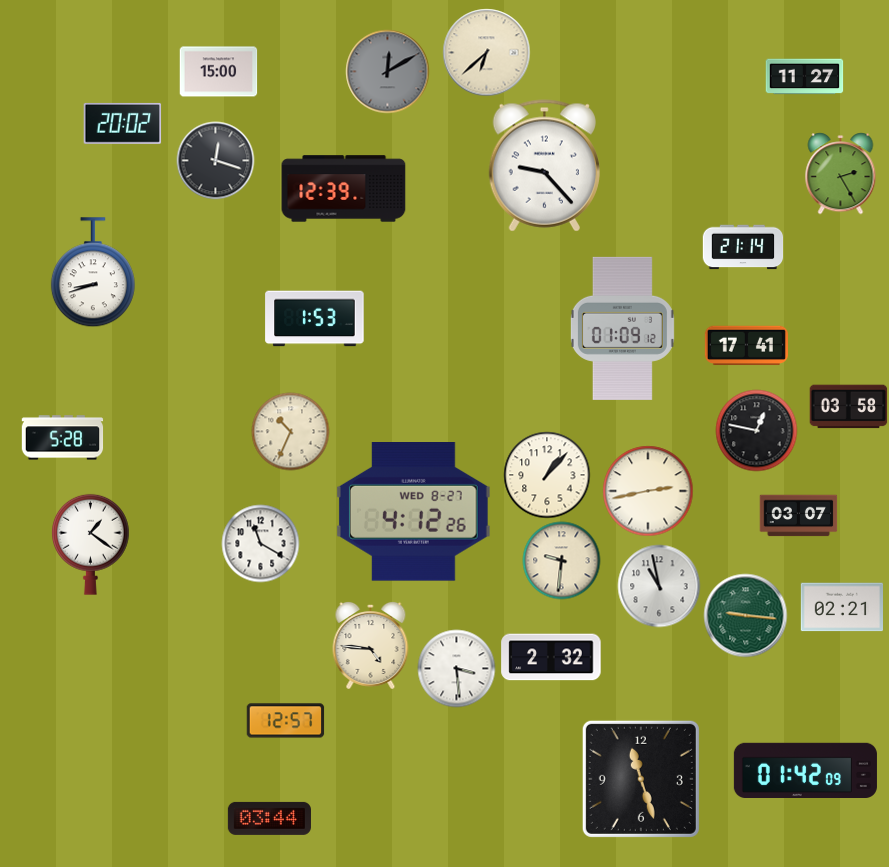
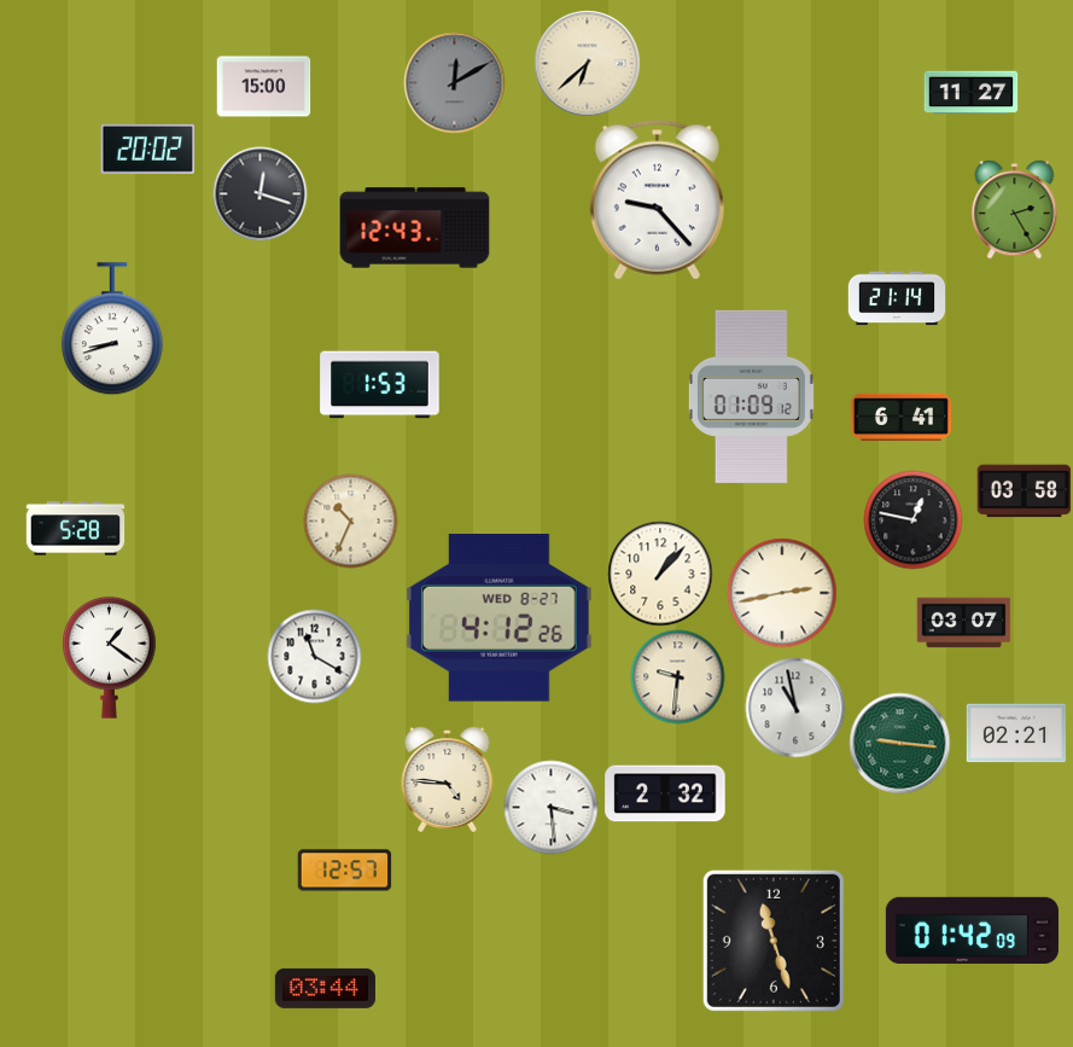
clock at (387, 71) position: (387, 71) -> (454, 82)
clock at (344, 189): 12:39 -> 12:43
clock at (746, 346): 17:41 -> 6:41
